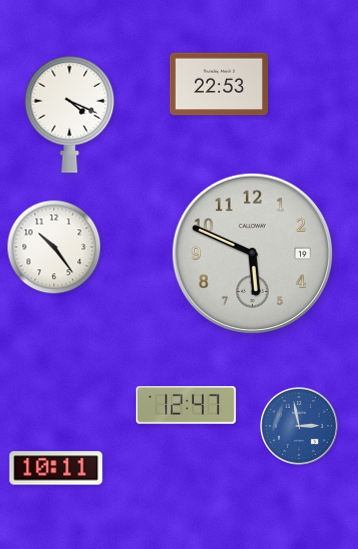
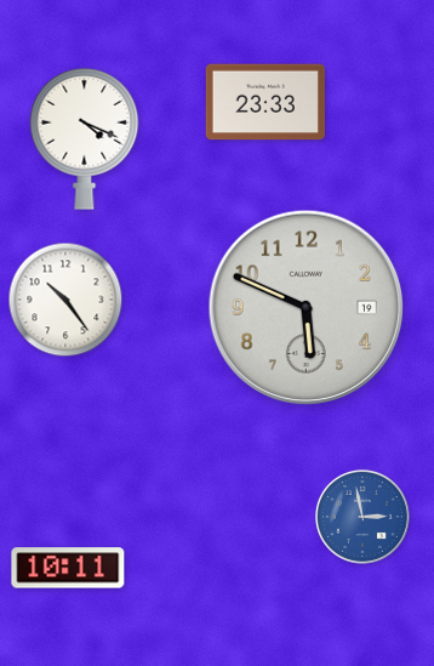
clock at (219, 84): 22:53 -> 23:33
clock at (186, 406): 12:47 -> none
